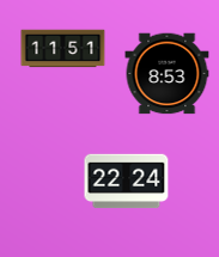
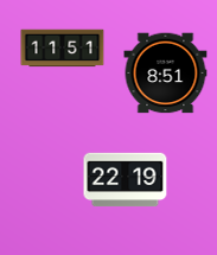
clock at (168, 74): 8:53 -> 8:51
clock at (127, 182): 22:24 -> 22:19
